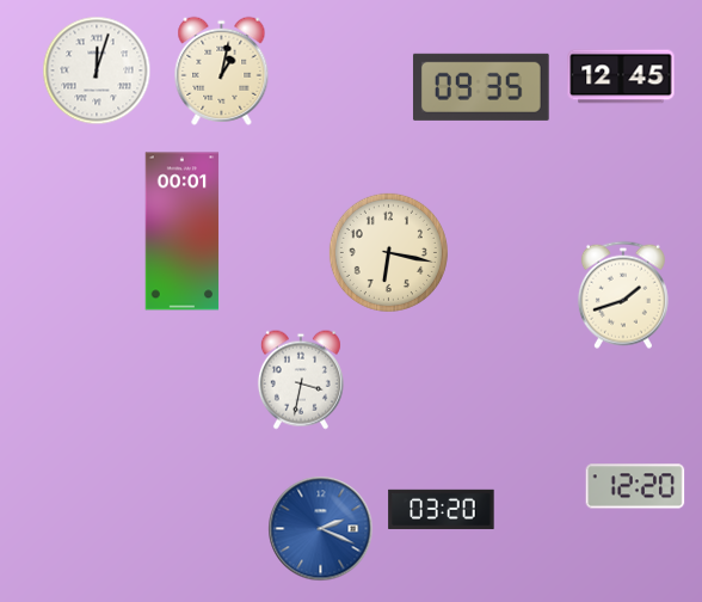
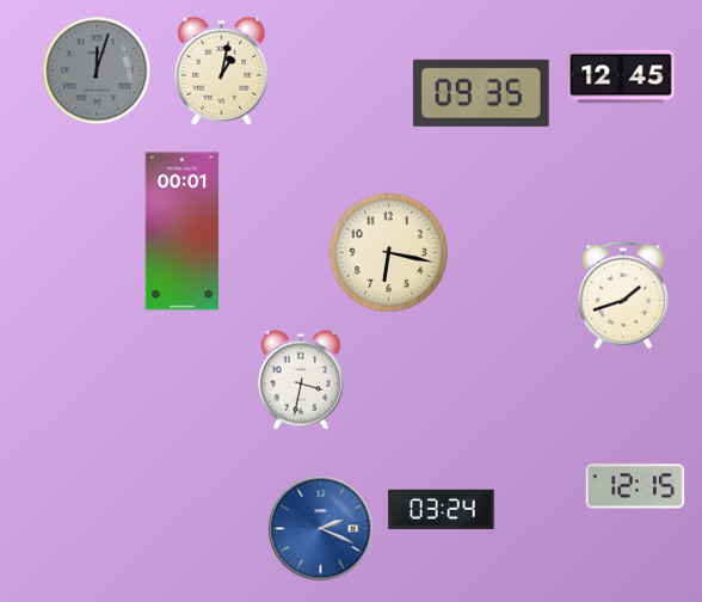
clock at (97, 70) dial: white -> grey
clock at (481, 87) position: (481, 87) -> (481, 93)
clock at (635, 486): 12:20 -> 12:15
clock at (442, 509): 03:20 -> 03:24
